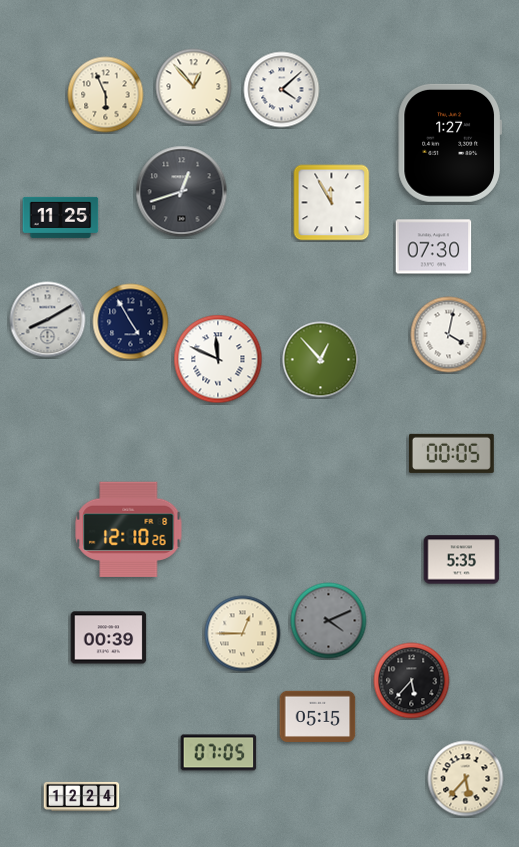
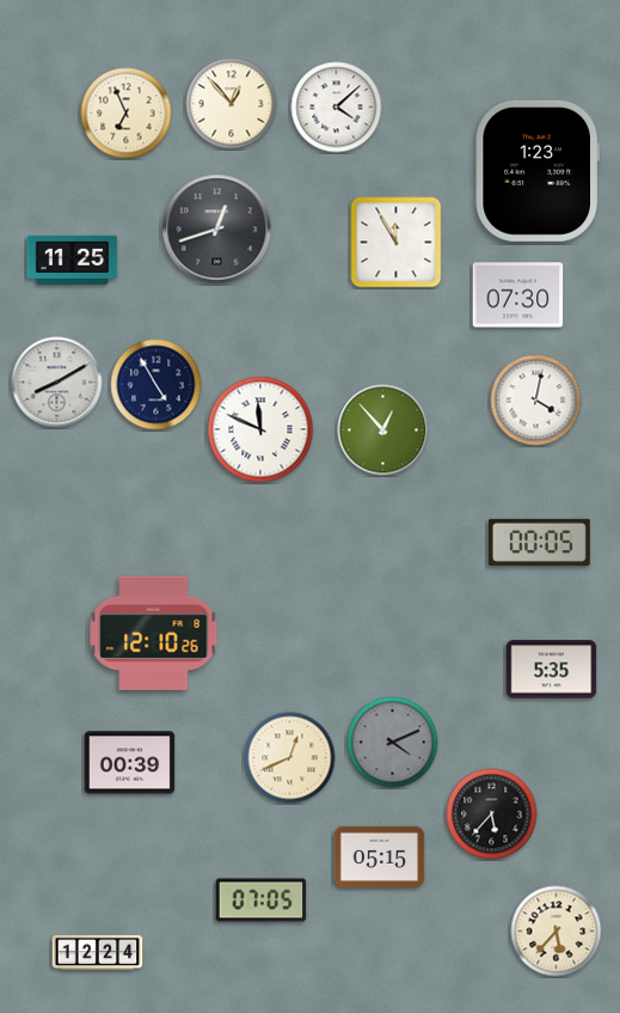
clock at (106, 95): 5:56 -> 6:56
clock at (449, 143): 1:27 -> 1:23
clock at (243, 634): 12:45 -> 12:41
